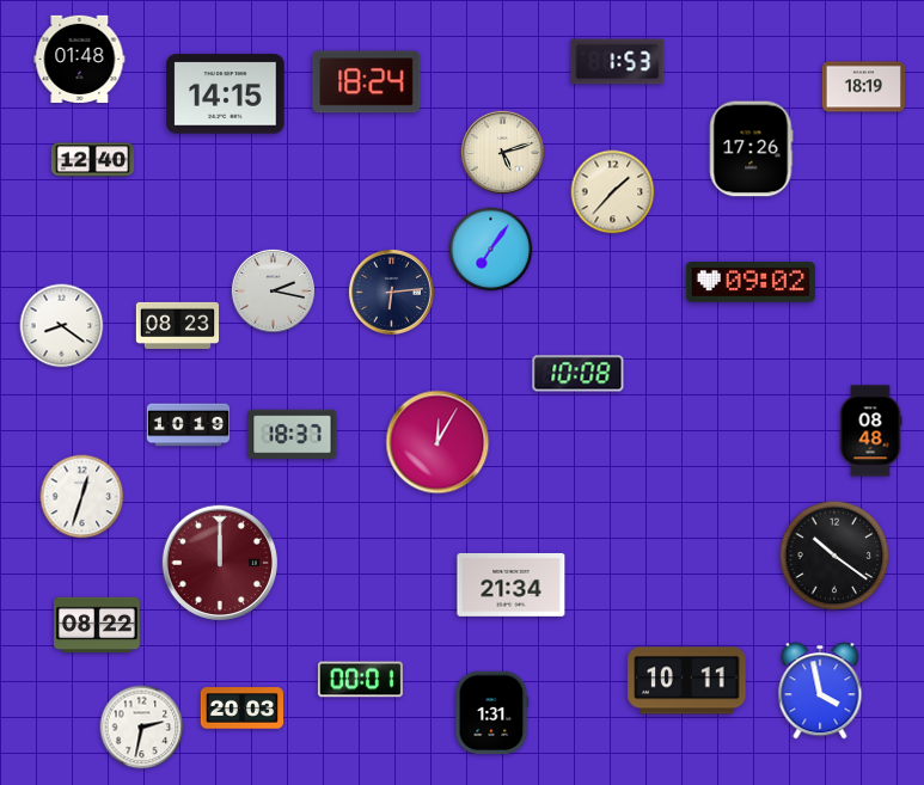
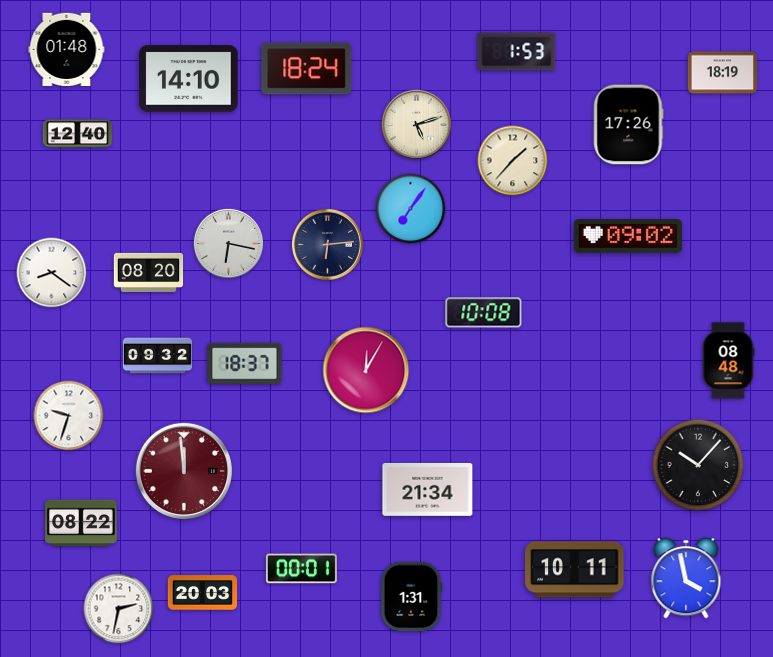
clock at (226, 94): 14:15 -> 14:10
clock at (502, 152) position: (502, 152) -> (416, 124)
clock at (273, 290): 2:17 -> 6:17
clock at (178, 325): 08:23 -> 08:20
clock at (189, 425): 10:19 -> 09:32
clock at (82, 497): 12:33 -> 9:33
clock at (834, 556): 10:21 -> 10:07
clock at (220, 563): 12:00 -> 11:59
